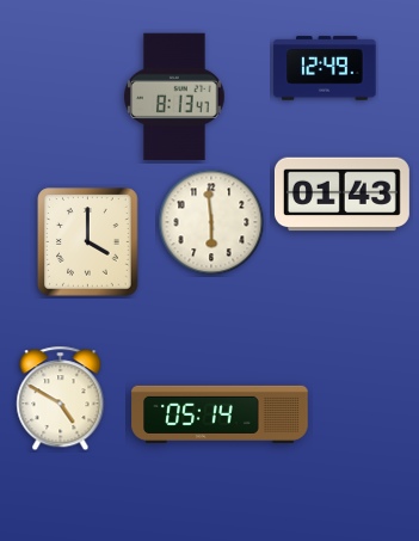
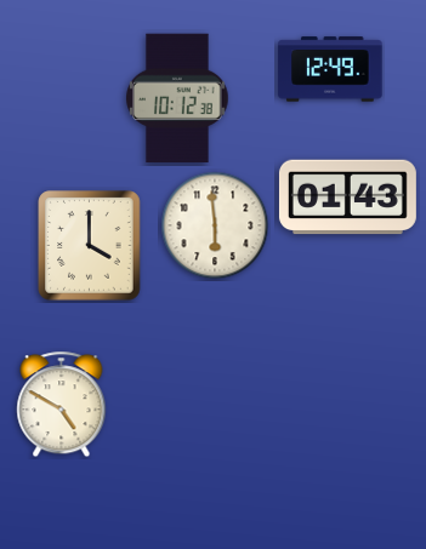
clock at (174, 97): 8:13 -> 10:12
clock at (220, 414): 05:14 -> none
